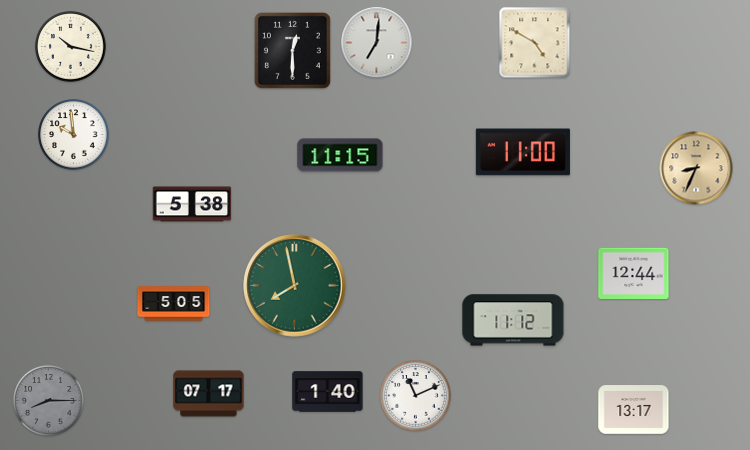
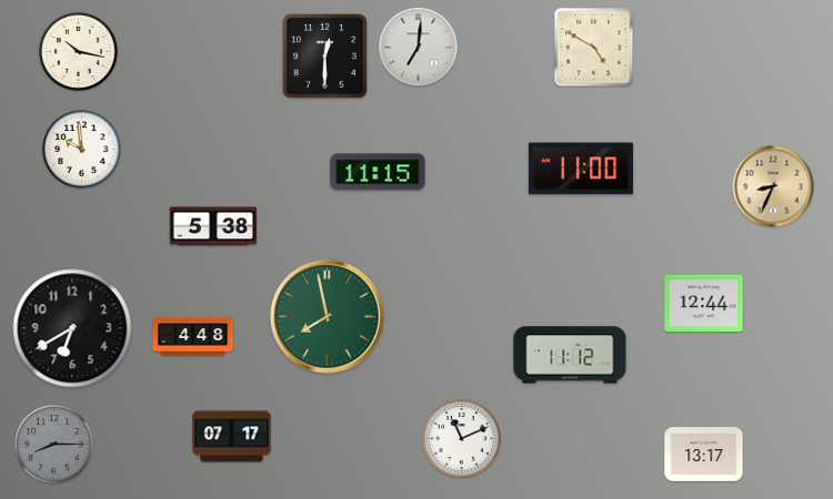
clock at (72, 328): none -> 6:40
clock at (174, 304): 5:05 -> 4:48
clock at (328, 392): 1:40 -> none
